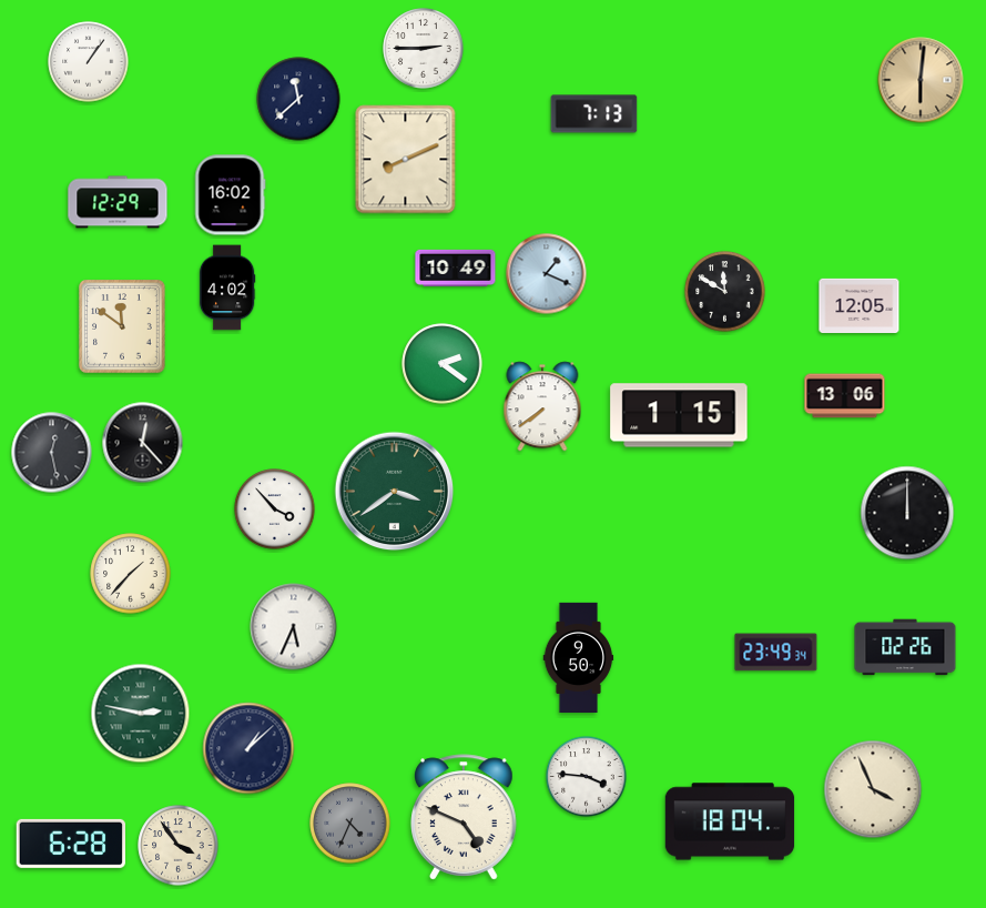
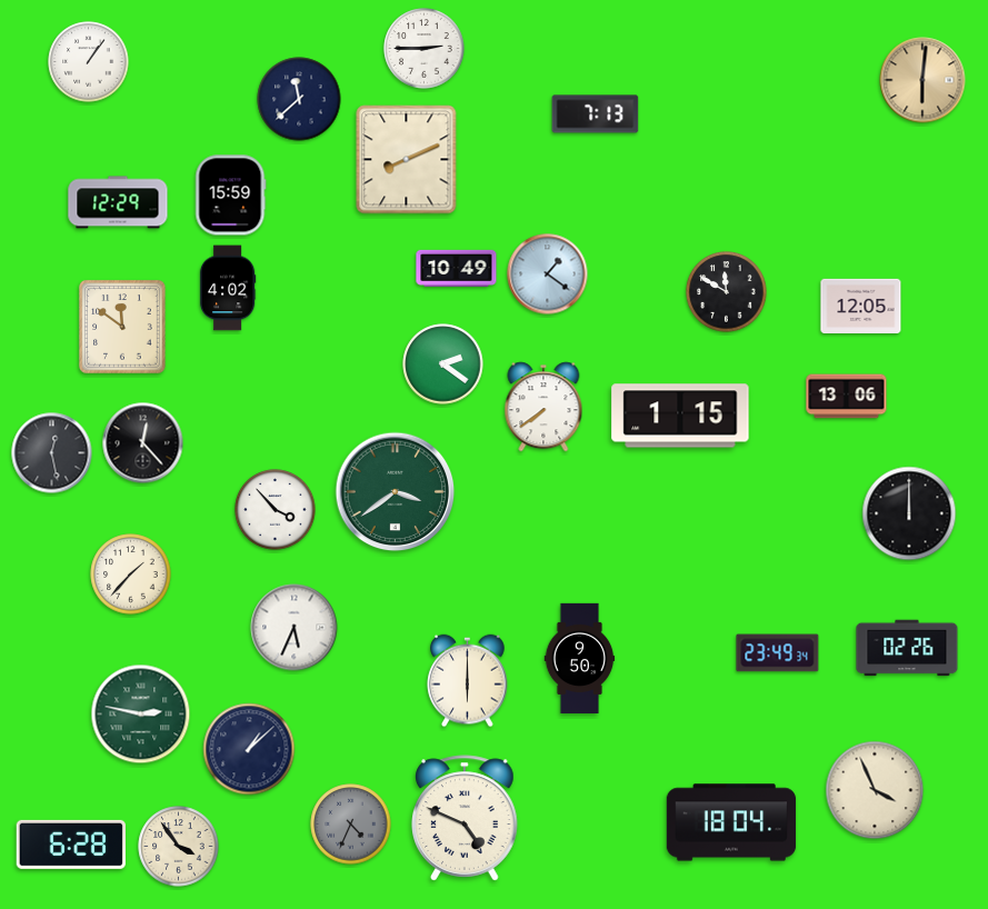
clock at (230, 195): 16:02 -> 15:59
clock at (547, 274): 1:19 -> 1:21
clock at (468, 681): none -> 6:00
clock at (587, 777): 3:46 -> none
